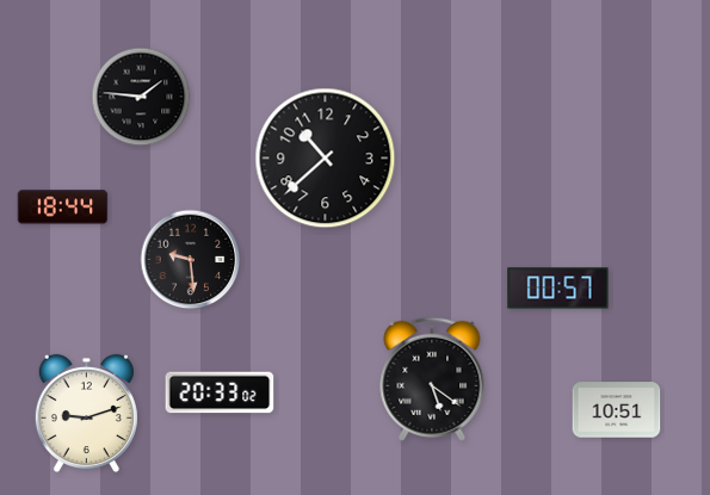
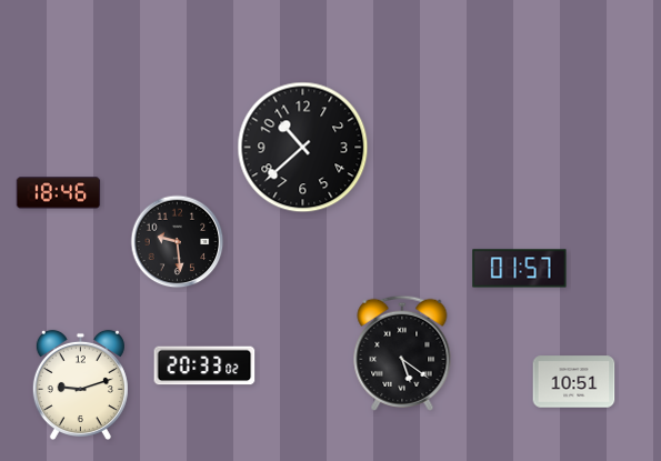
clock at (141, 97): 1:46 -> none
clock at (63, 208): 18:44 -> 18:46
clock at (558, 289): 00:57 -> 01:57
